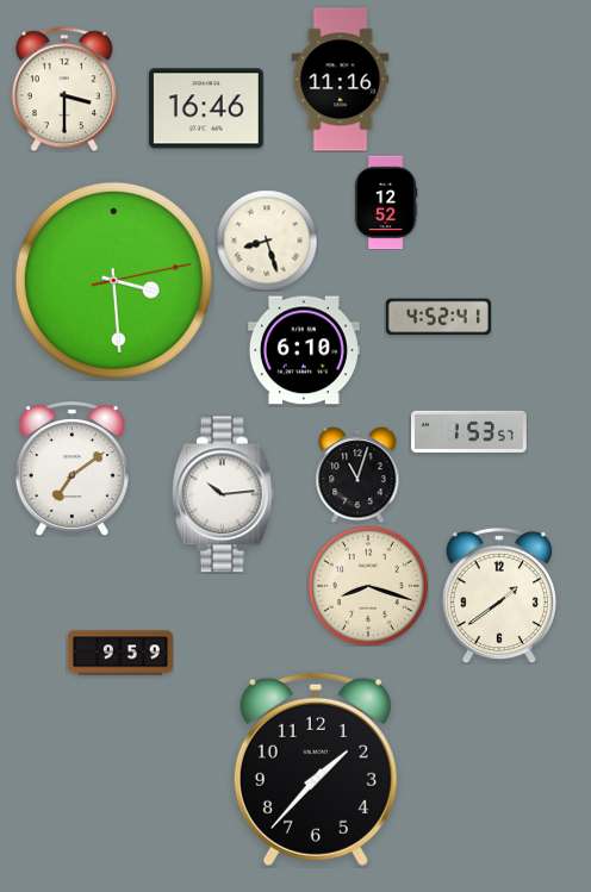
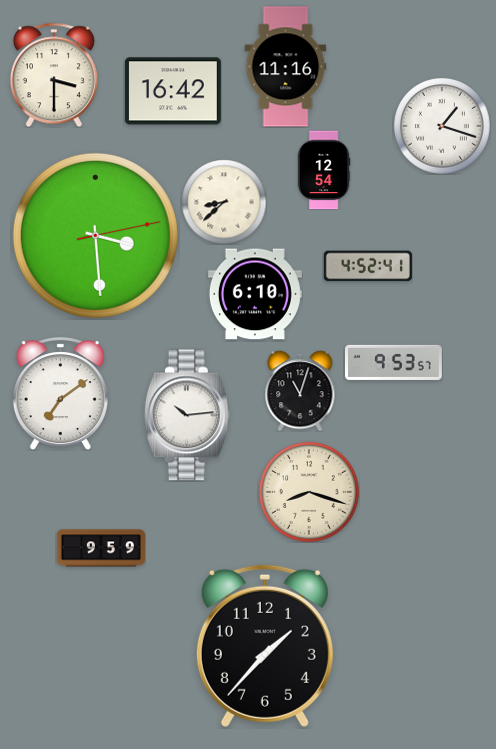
clock at (206, 108): 16:46 -> 16:42
clock at (442, 126): none -> 1:18
clock at (386, 202): 12:52 -> 12:54
clock at (267, 241): 8:27 -> 8:38
clock at (469, 431): 1:53 -> 9:53
clock at (357, 475) position: (357, 475) -> (300, 391)
clock at (499, 595): 1:39 -> none
